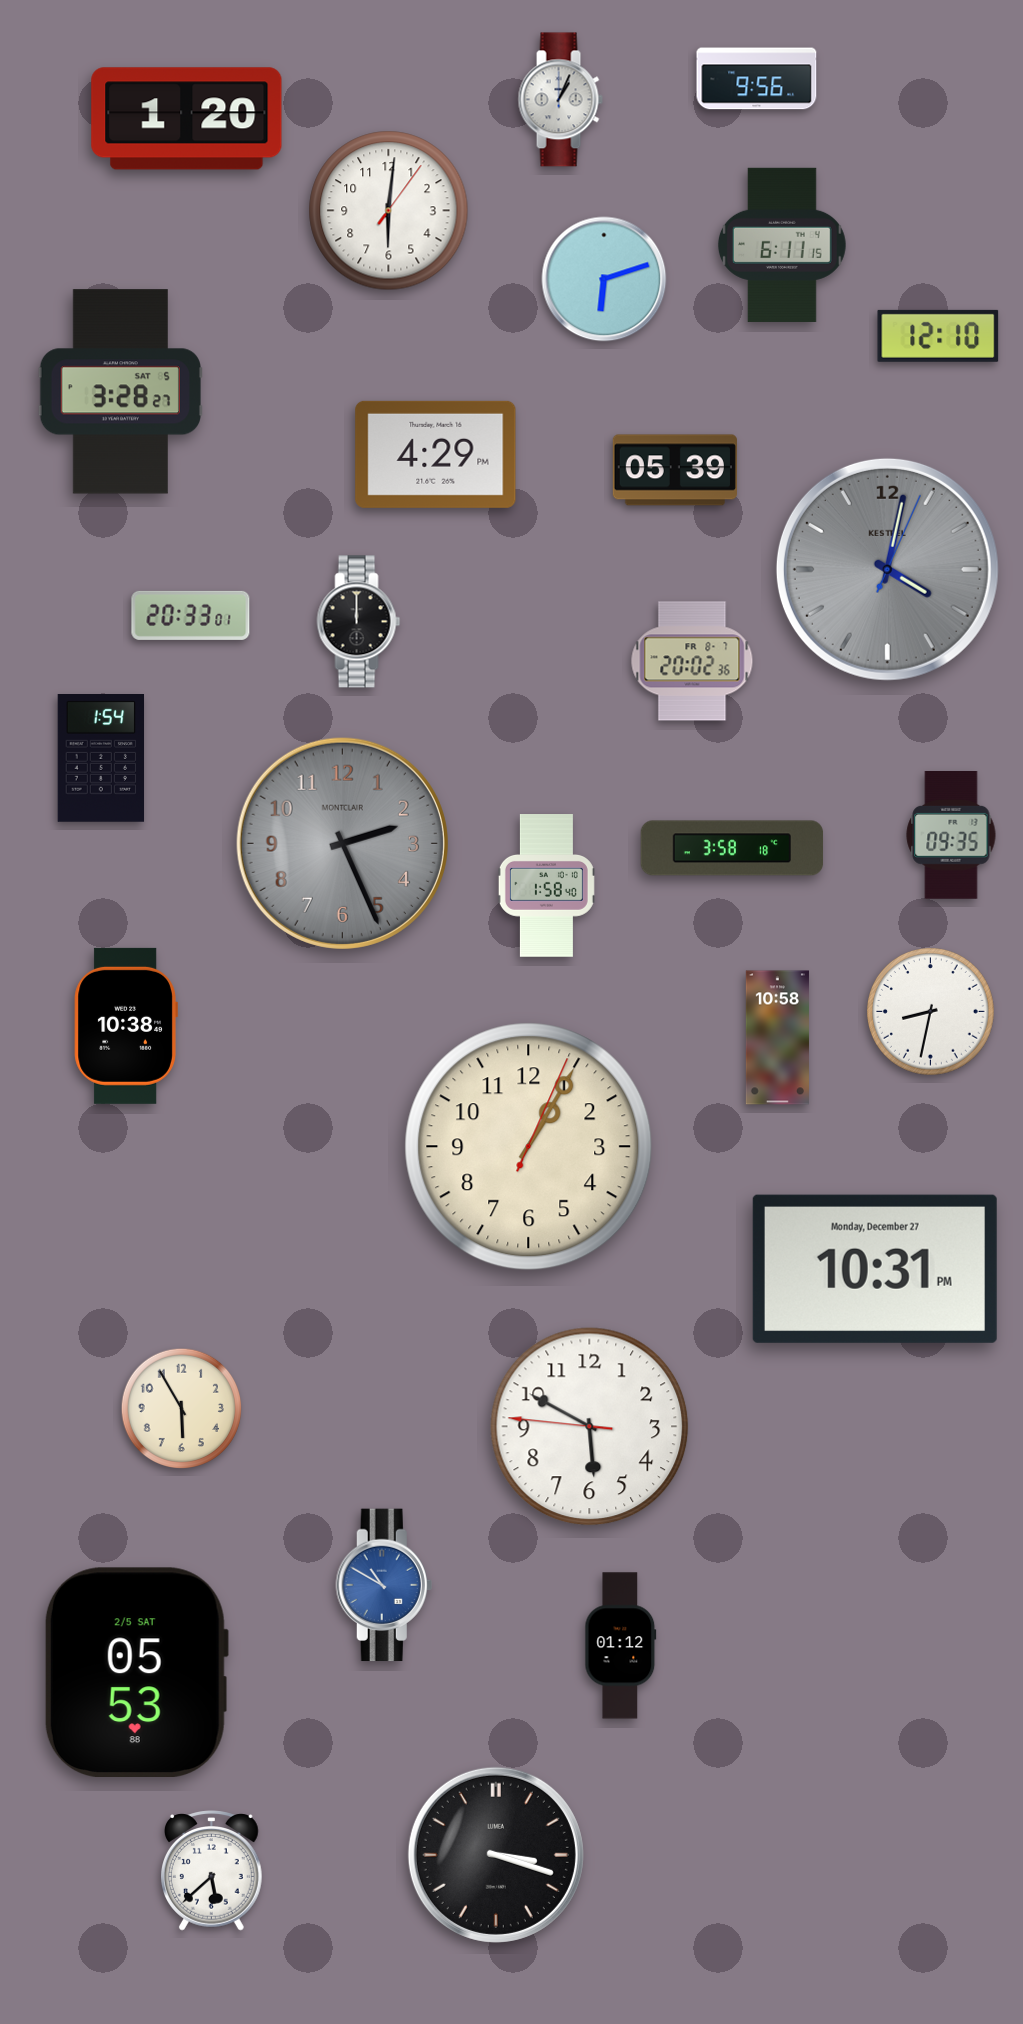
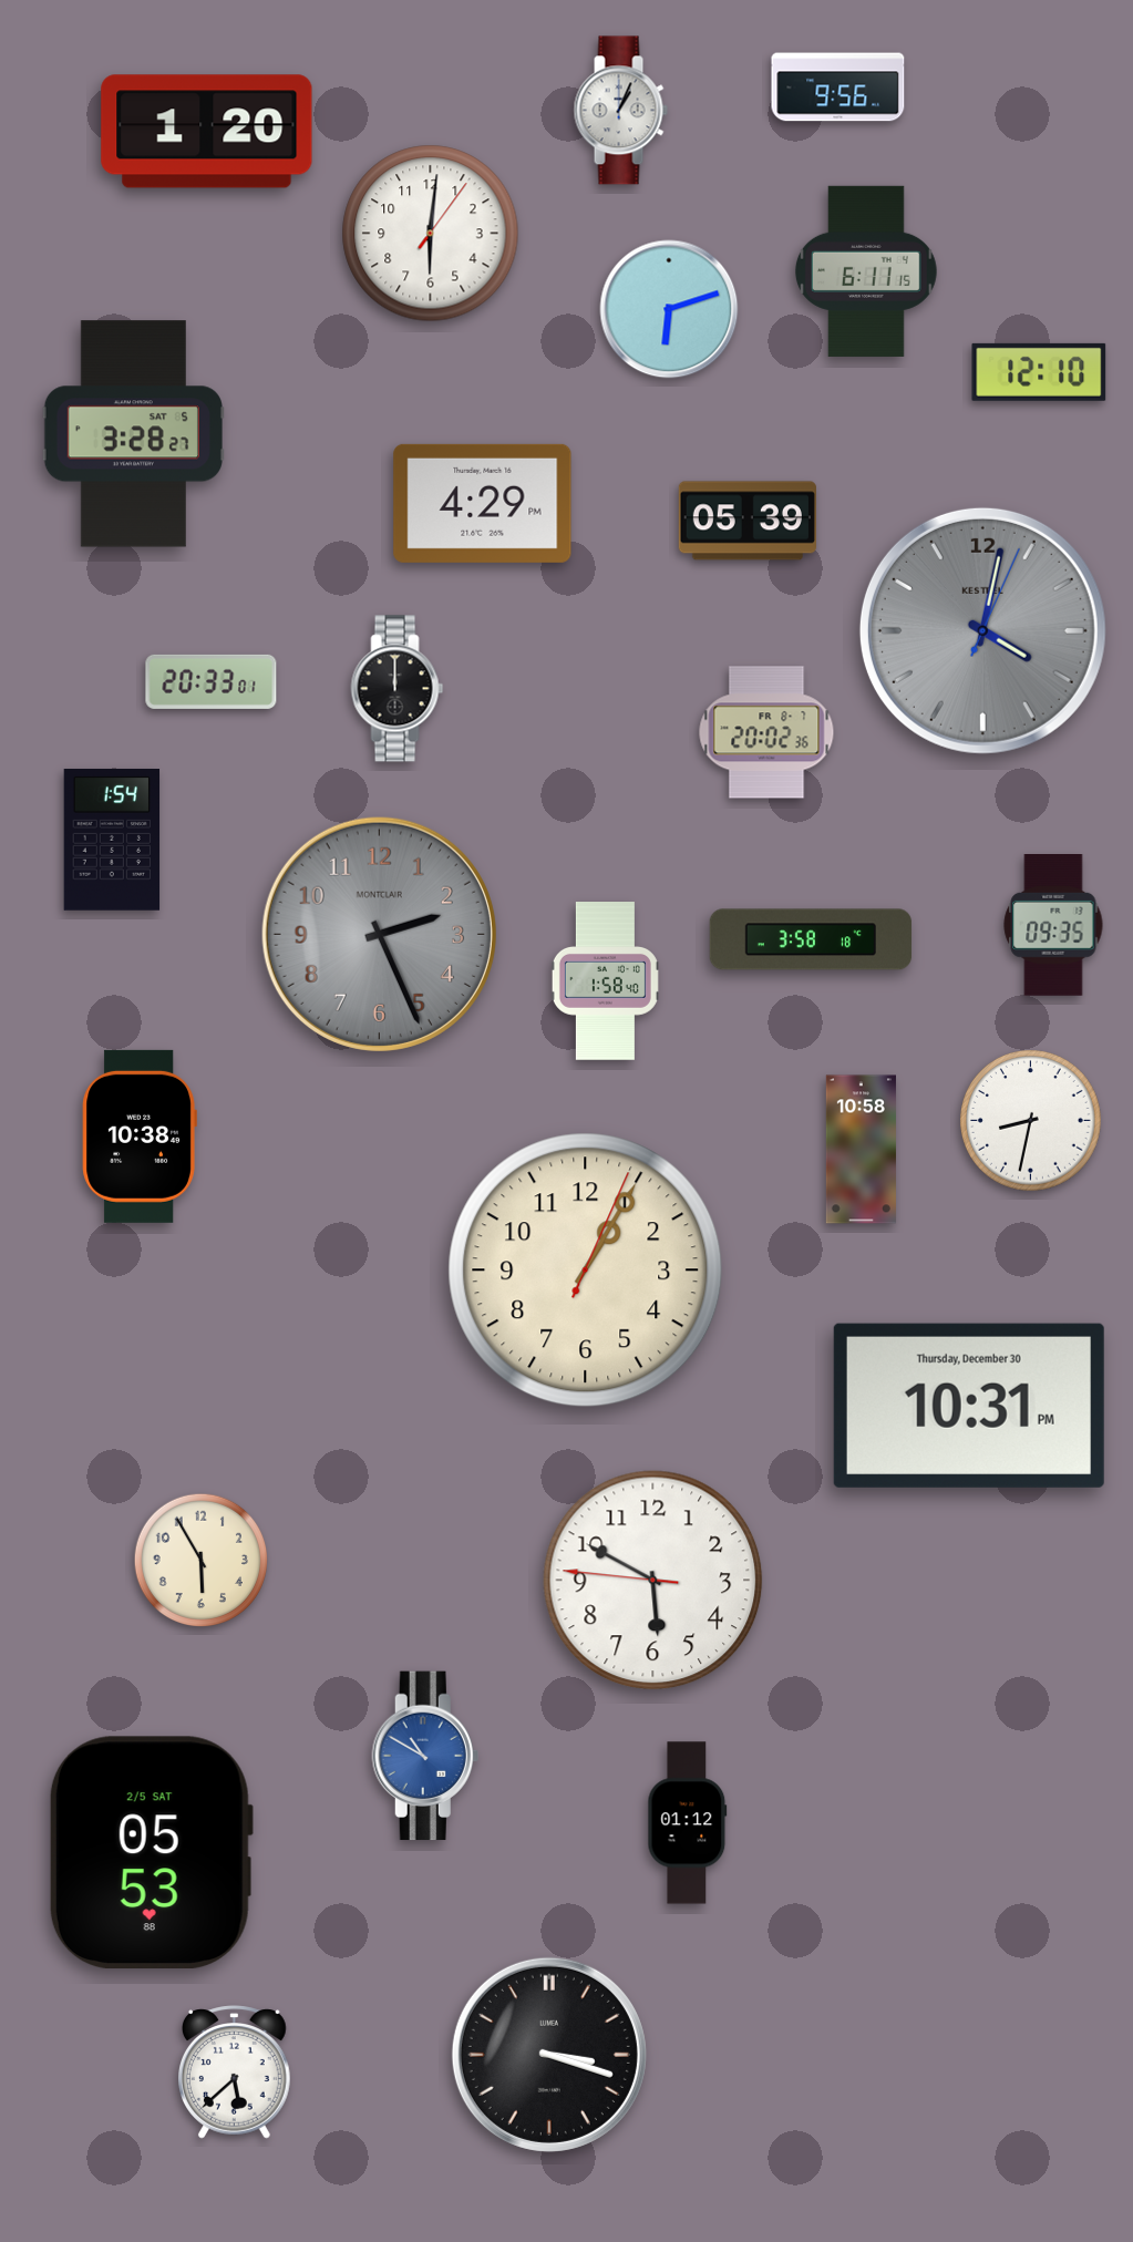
clock at (875, 1269) date: Monday, December 27 -> Thursday, December 30
